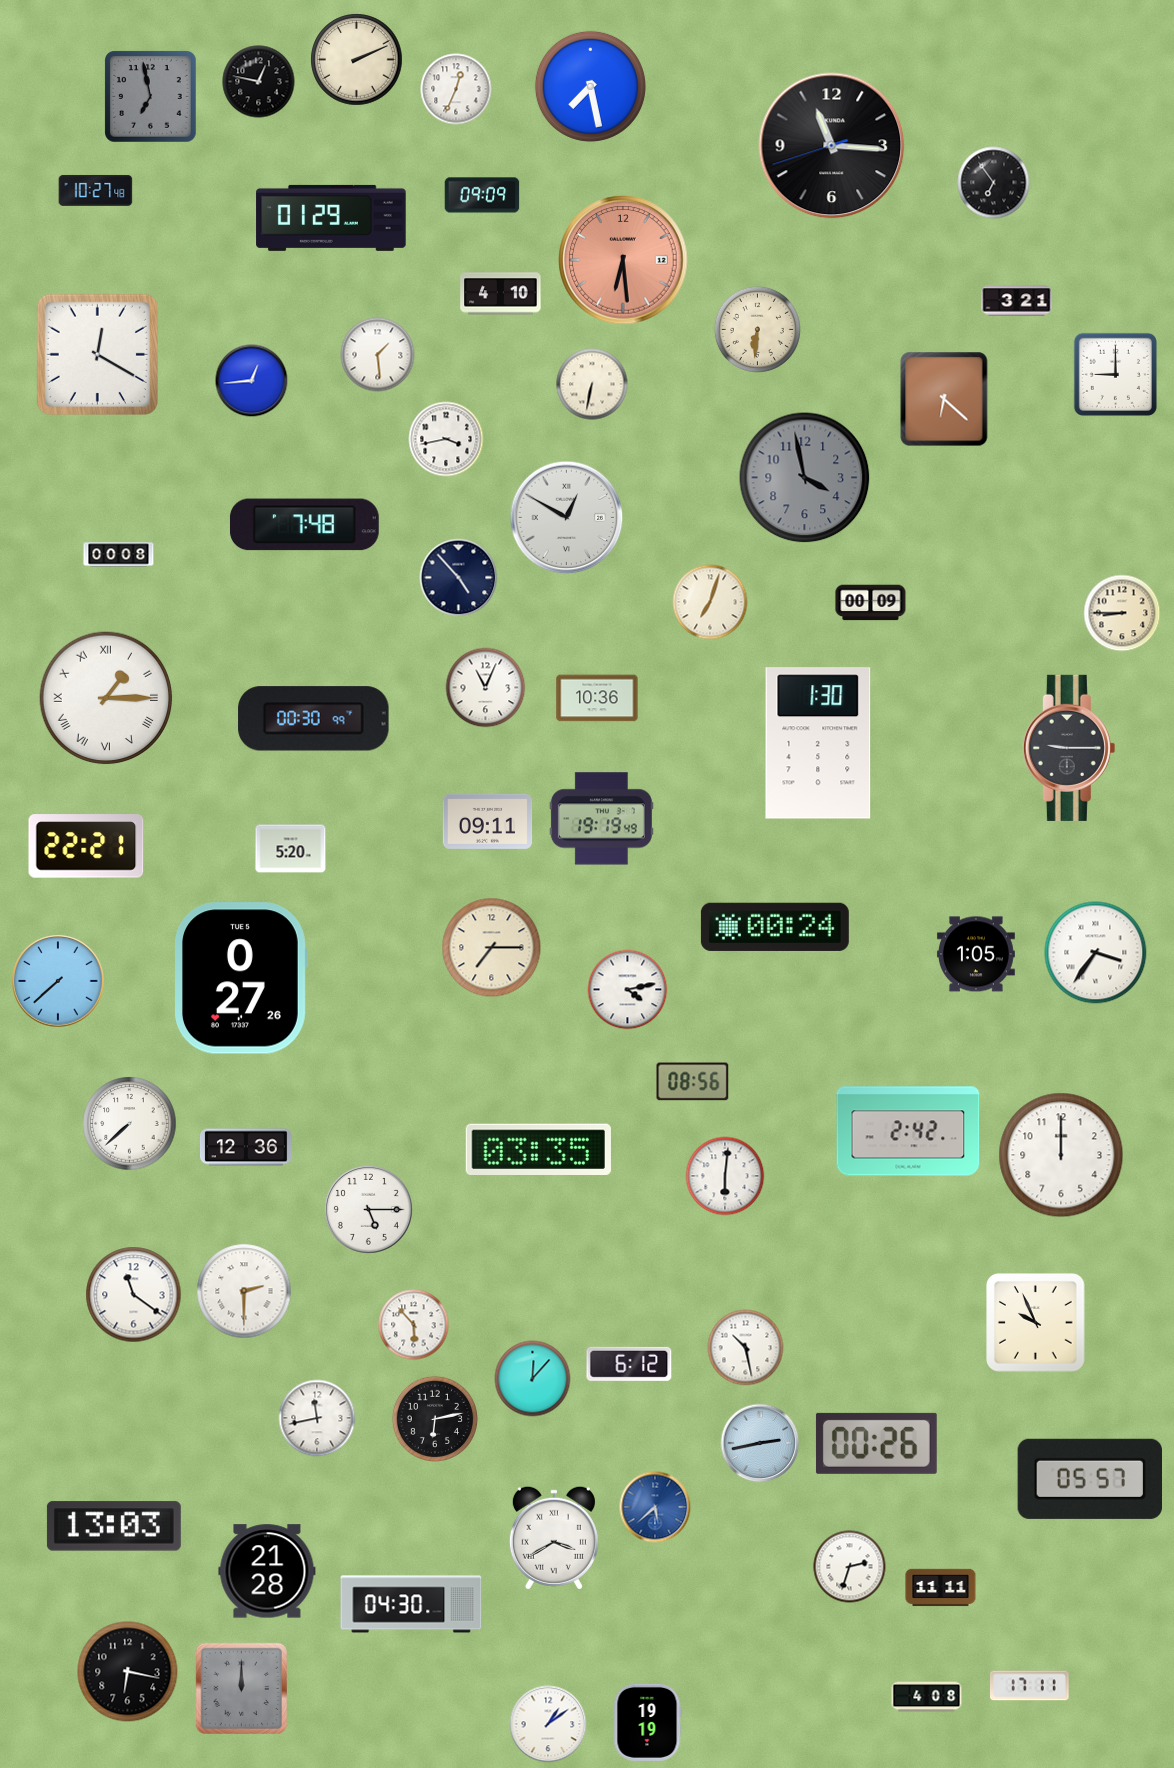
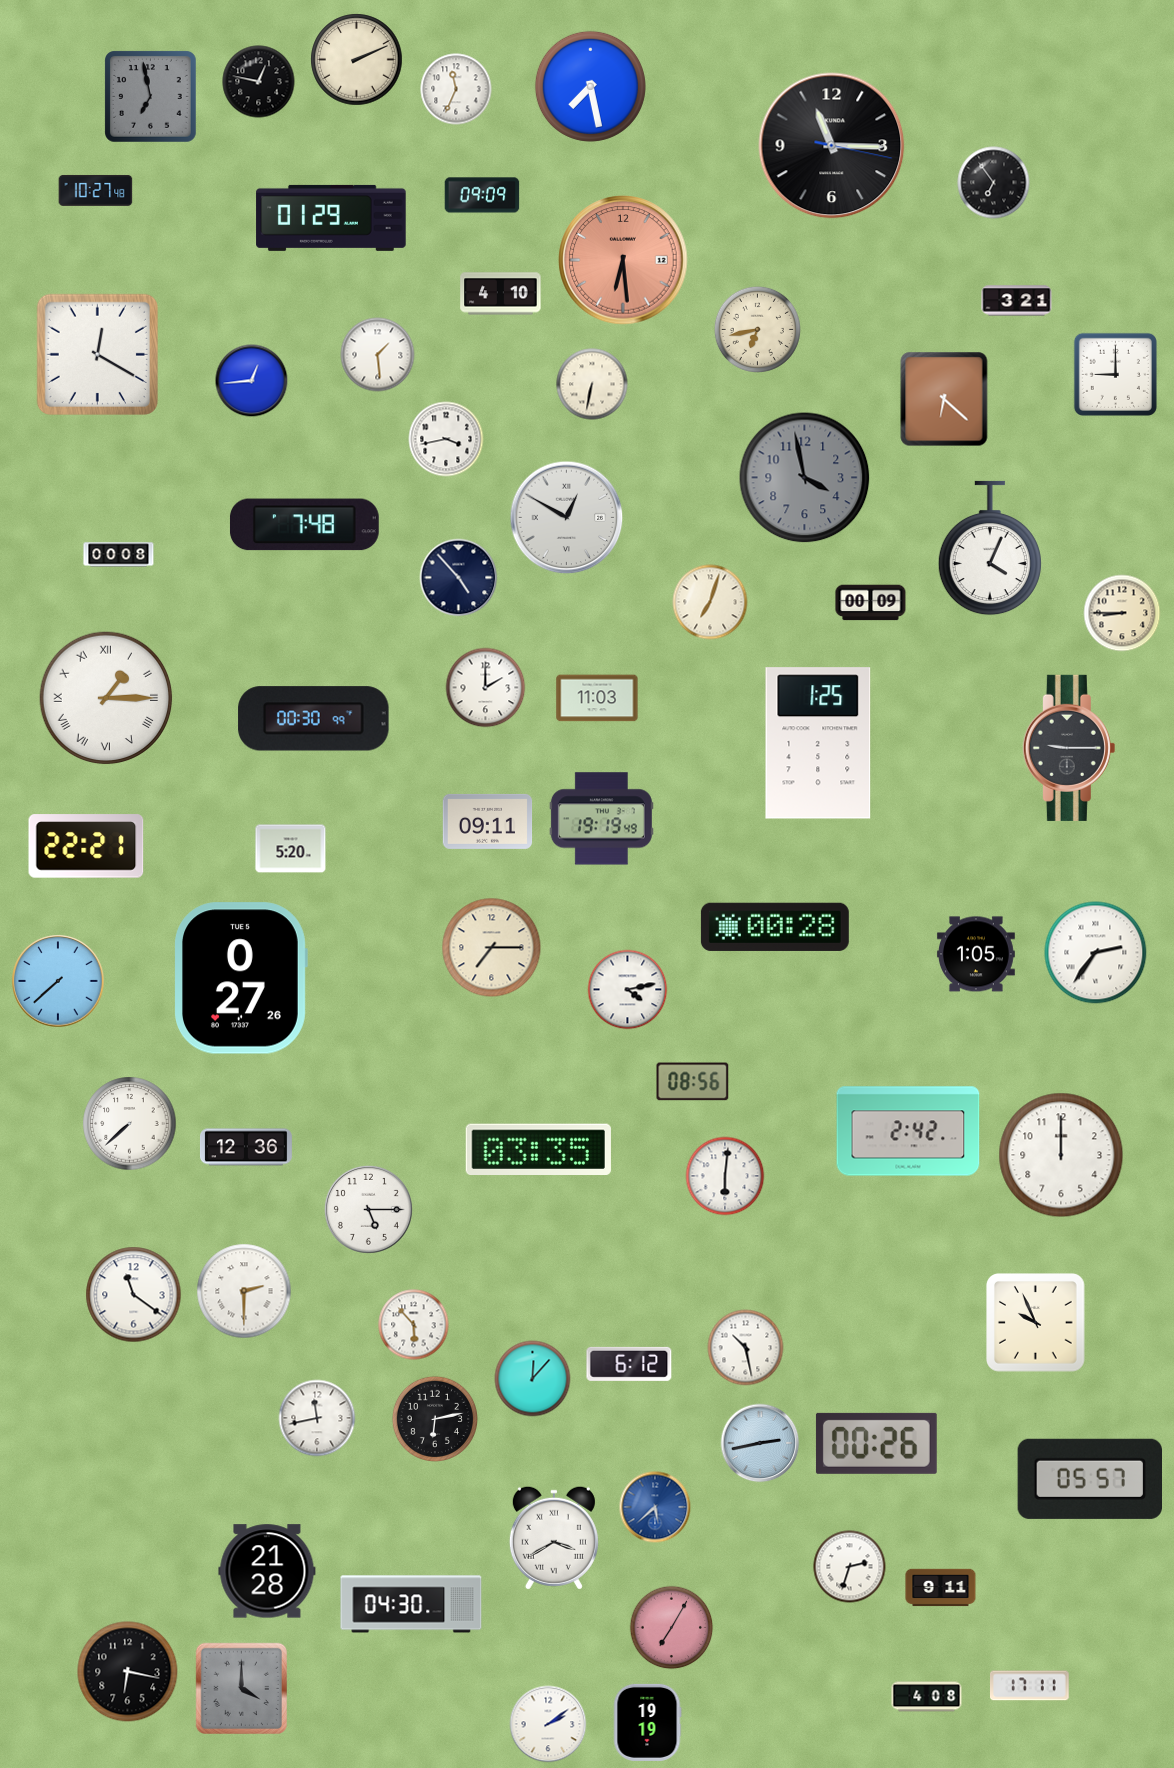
clock at (456, 89): 12:34 -> 11:34
clock at (832, 146): 11:15:42 -> 11:15:17
clock at (757, 329): 6:31 -> 6:43
clock at (990, 548): none -> 4:04
clock at (486, 688): 11:04 -> 2:00
clock at (597, 698): 10:36 -> 11:03
clock at (818, 743): 1:30 -> 1:25
clock at (775, 927): 00:24 -> 00:28
clock at (1096, 953): 3:36 -> 2:36
clock at (114, 1526): 13:03 -> none
clock at (941, 1588): 11:11 -> 9:11
clock at (672, 1628): none -> 7:05
clock at (241, 1688): 12:00 -> 4:00
clock at (548, 1724): 1:09 -> 2:09
